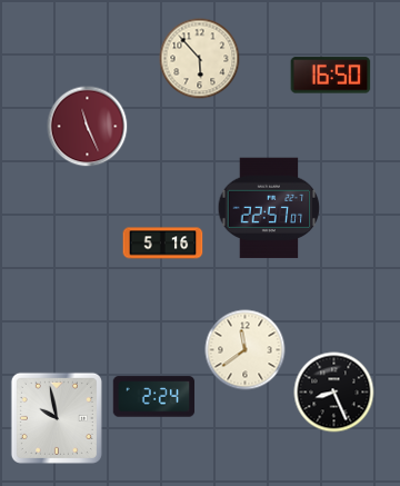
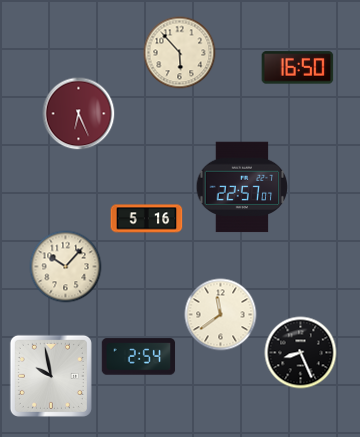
clock at (88, 127): 11:26 -> 6:26
clock at (66, 267): none -> 10:07
clock at (154, 397): 2:24 -> 2:54
